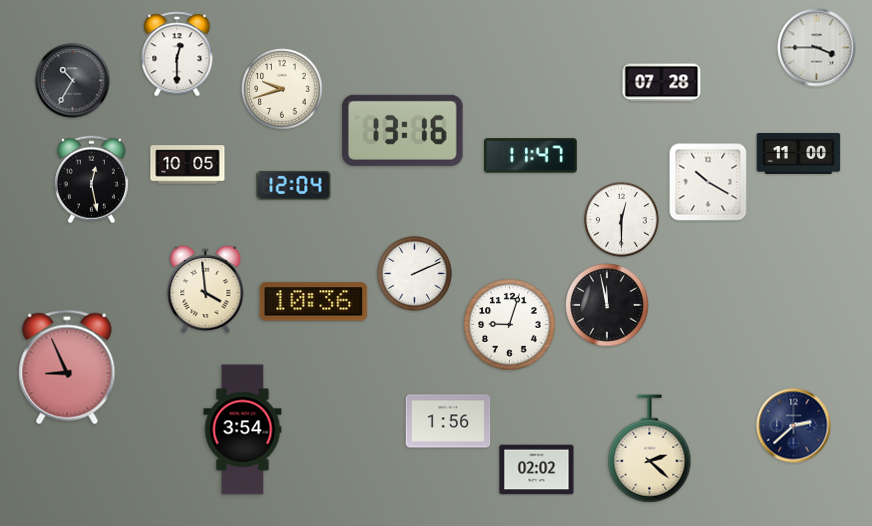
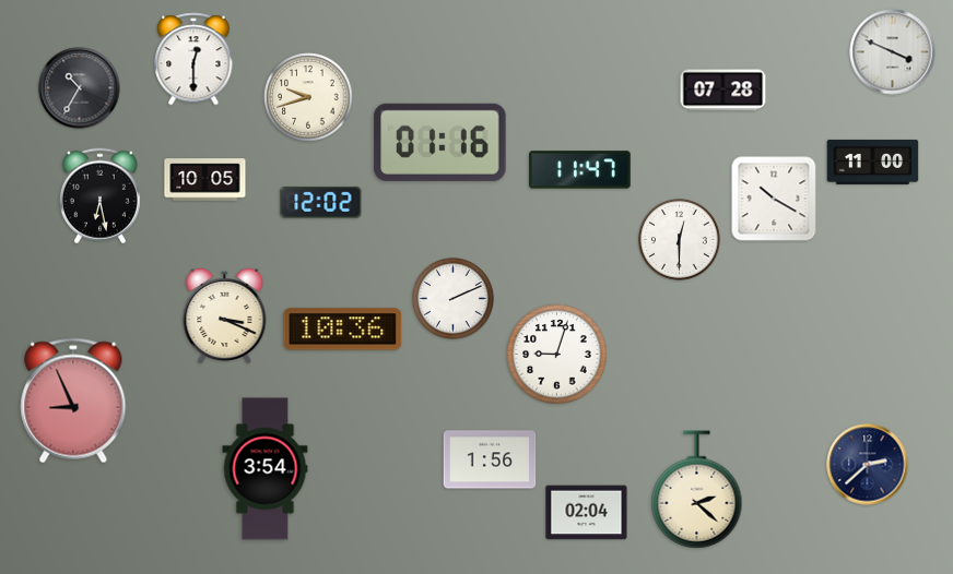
clock at (817, 48): 3:45 -> 3:49
clock at (403, 130): 13:16 -> 01:16
clock at (799, 153) position: (799, 153) -> (873, 162)
clock at (91, 180): 12:28 -> 6:28
clock at (294, 185): 12:04 -> 12:02
clock at (206, 289): 3:59 -> 3:19
clock at (607, 305): 11:58 -> none
clock at (650, 449) position: (650, 449) -> (697, 490)
clock at (537, 470): 02:02 -> 02:04
